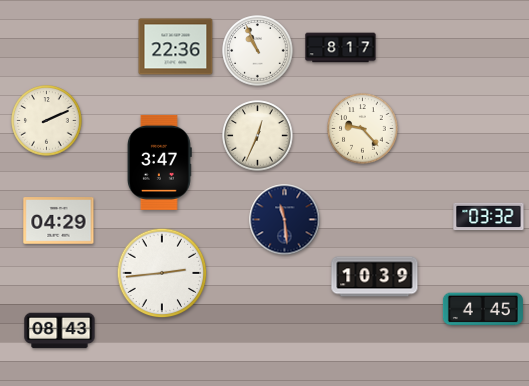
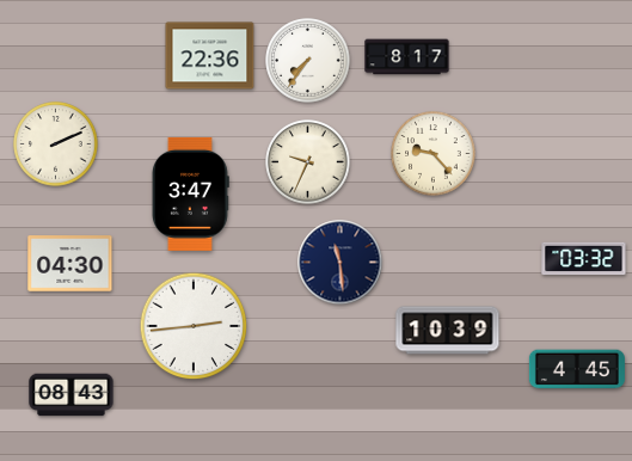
clock at (258, 51): 10:56 -> 7:36
clock at (258, 136): 12:34 -> 9:34
clock at (59, 221): 04:29 -> 04:30
